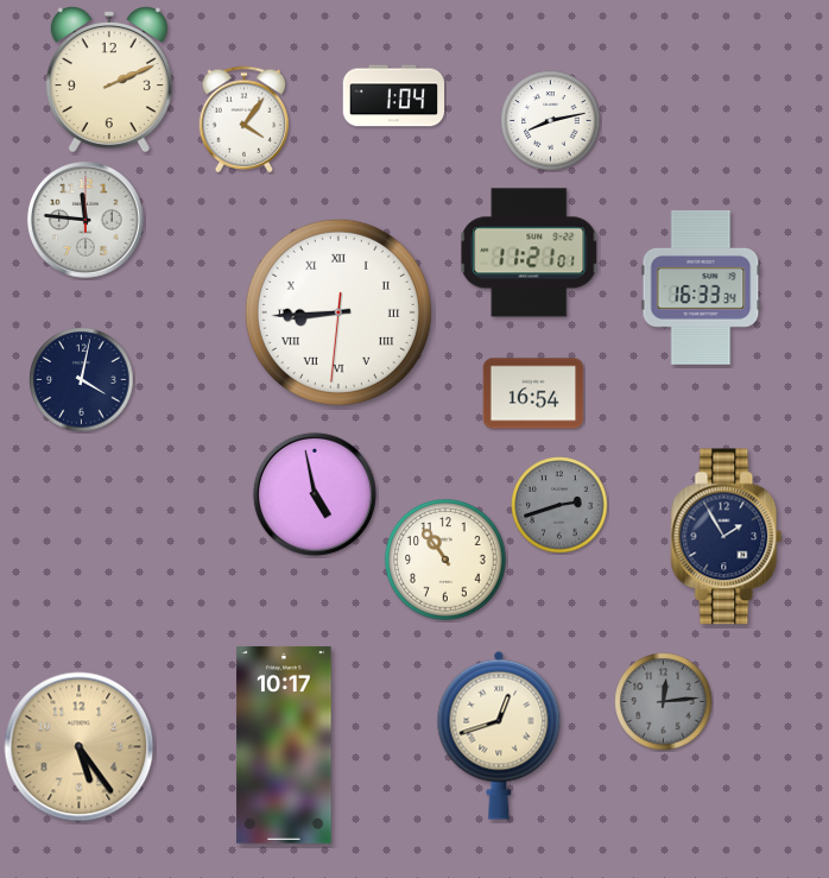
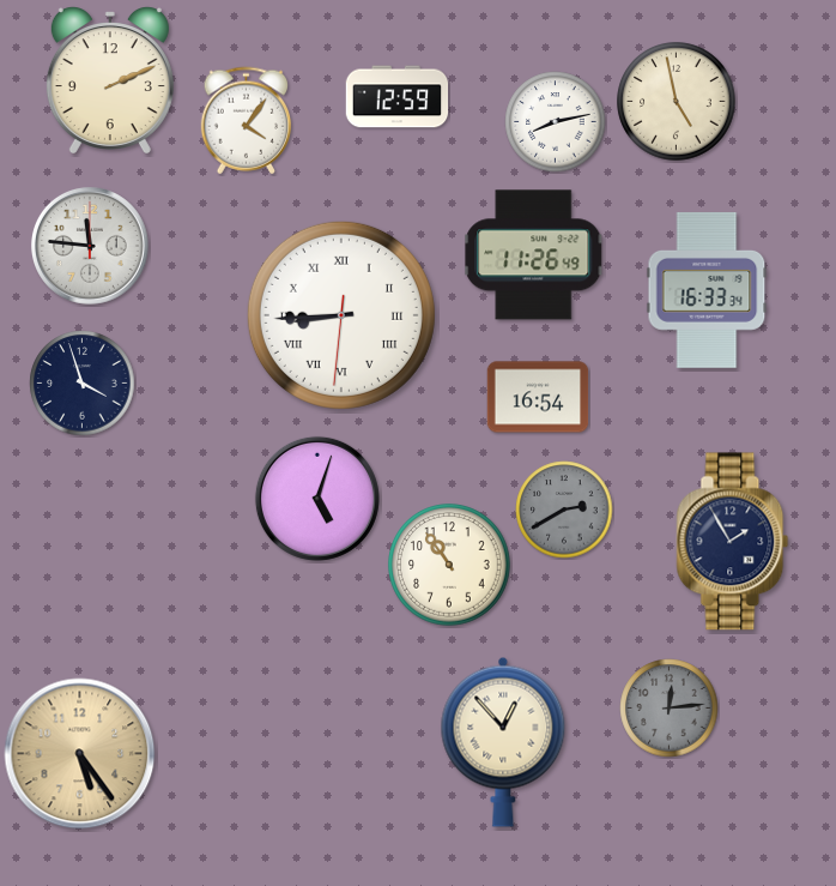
clock at (394, 96): 1:04 -> 12:59
clock at (677, 102): none -> 4:58
clock at (86, 220) position: (86, 220) -> (90, 246)
clock at (530, 253): 11:21 -> 11:26
clock at (82, 380): 4:02 -> 3:57
clock at (315, 494): 4:58 -> 5:03
clock at (559, 505): 2:42 -> 2:40
clock at (499, 735): 12:42 -> 12:53
clock at (284, 745): 10:17 -> none
